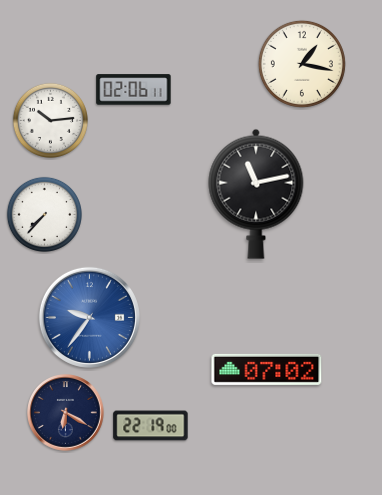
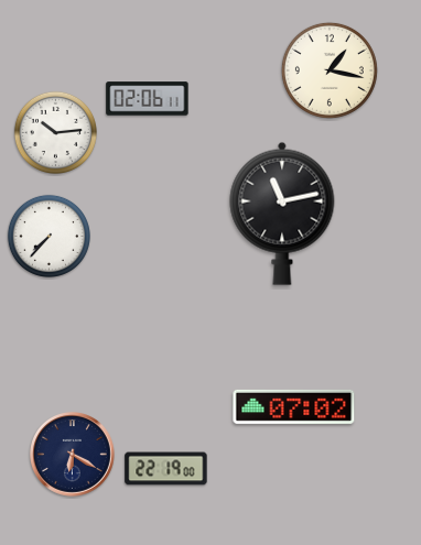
clock at (302, 64) position: (302, 64) -> (330, 70)
clock at (89, 317): 9:36 -> none
